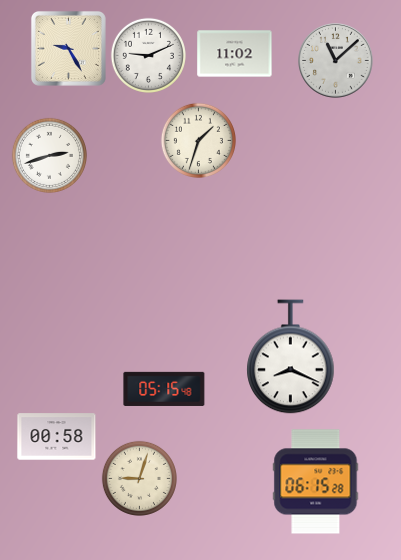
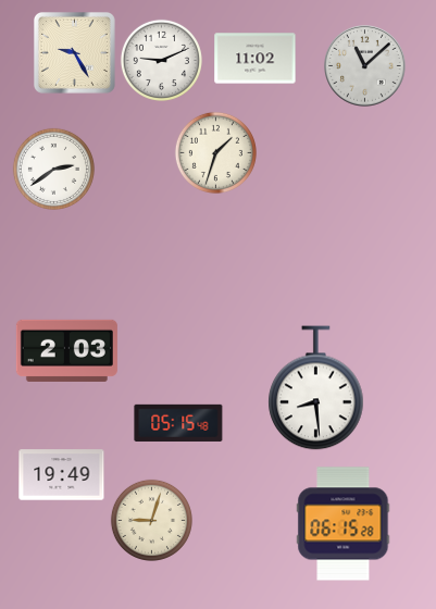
clock at (49, 155): 2:42 -> 2:39
clock at (66, 350): none -> 2:03
clock at (291, 357): 8:19 -> 8:29
clock at (57, 437): 00:58 -> 19:49
